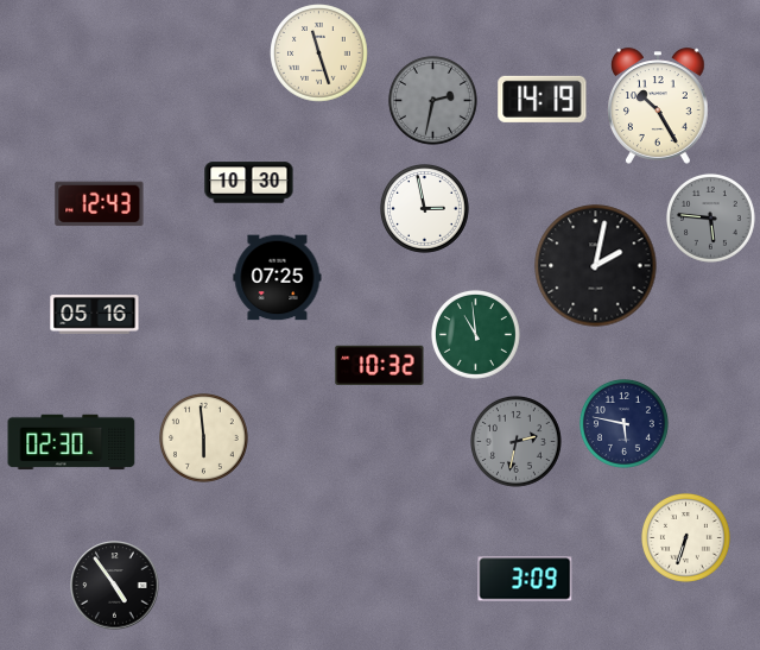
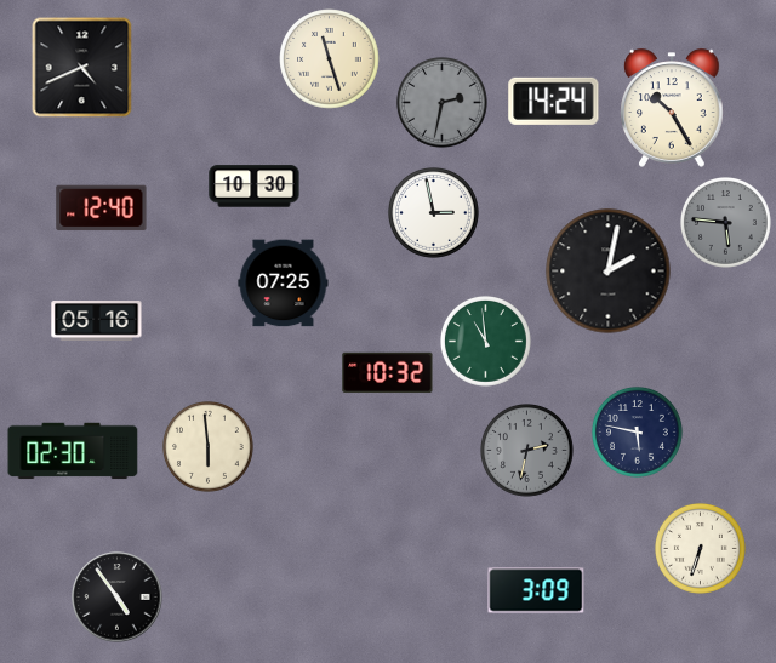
clock at (319, 53) position: (319, 53) -> (330, 59)
clock at (82, 68): none -> 4:41
clock at (543, 99): 14:19 -> 14:24
clock at (100, 204): 12:43 -> 12:40
